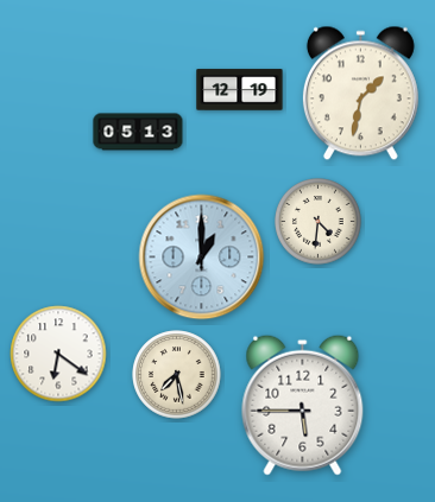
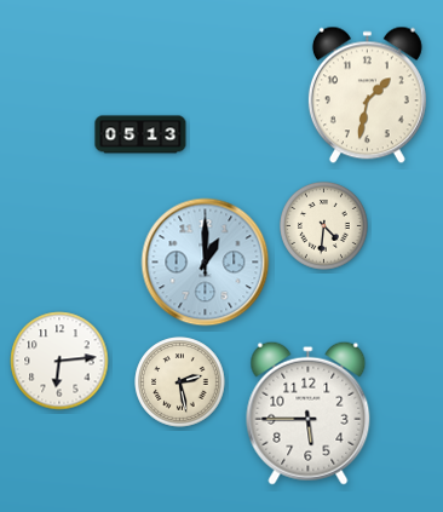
clock at (240, 90): 12:19 -> none
clock at (58, 354): 6:21 -> 6:14
clock at (177, 375): 7:28 -> 2:28
